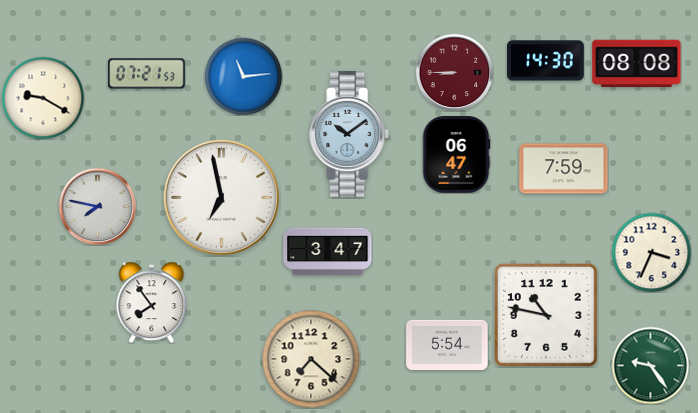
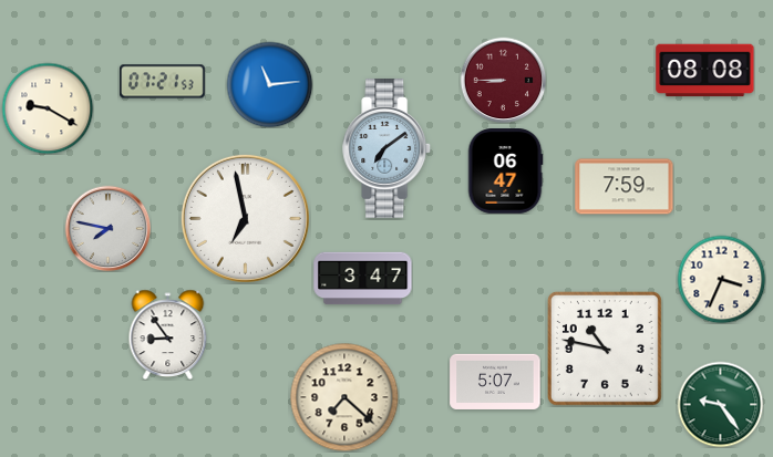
clock at (546, 61): 14:30 -> none
clock at (350, 134): 10:09 -> 7:09
clock at (152, 302): 7:54 -> 8:54
clock at (447, 344): 5:54 -> 5:07
